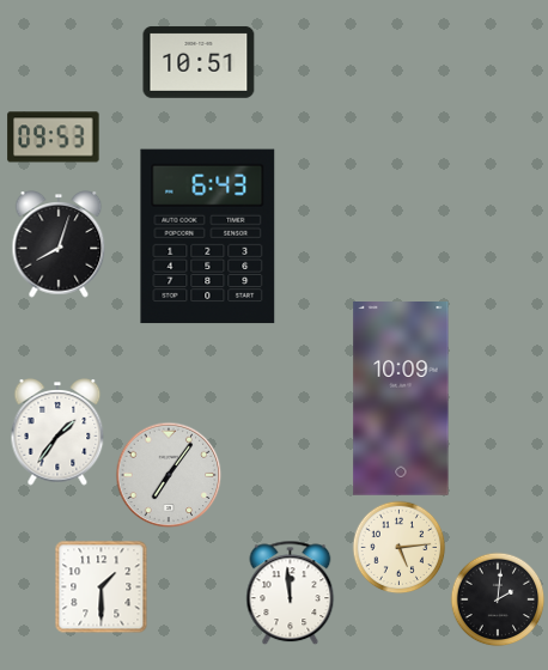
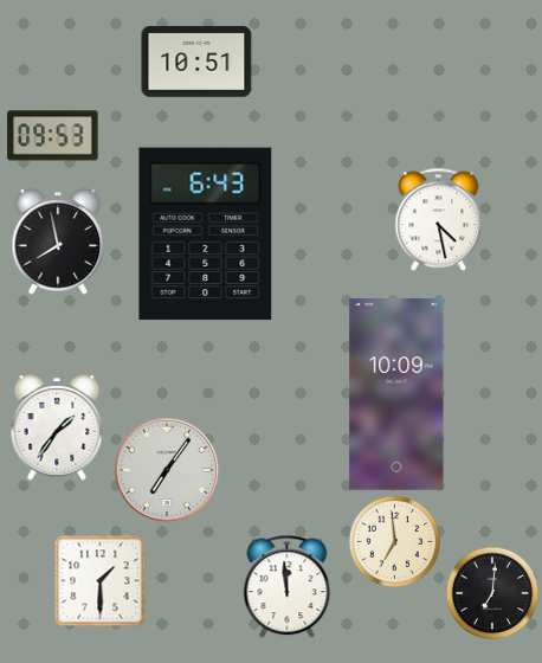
clock at (439, 219): none -> 4:28
clock at (59, 244): 8:03 -> 7:58
clock at (398, 547): 5:14 -> 6:59
clock at (498, 599): 2:01 -> 7:01
